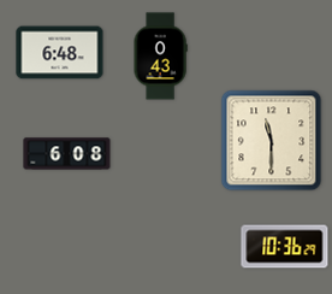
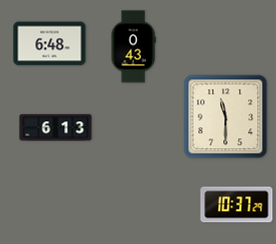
clock at (67, 154): 6:08 -> 6:13
clock at (285, 247): 10:36 -> 10:37
